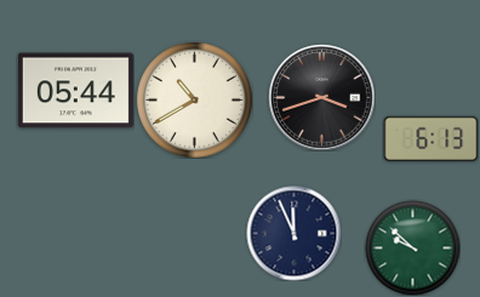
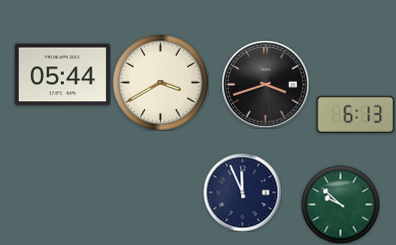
clock at (321, 97) position: (321, 97) -> (265, 84)
clock at (194, 99): 10:40 -> 3:40
